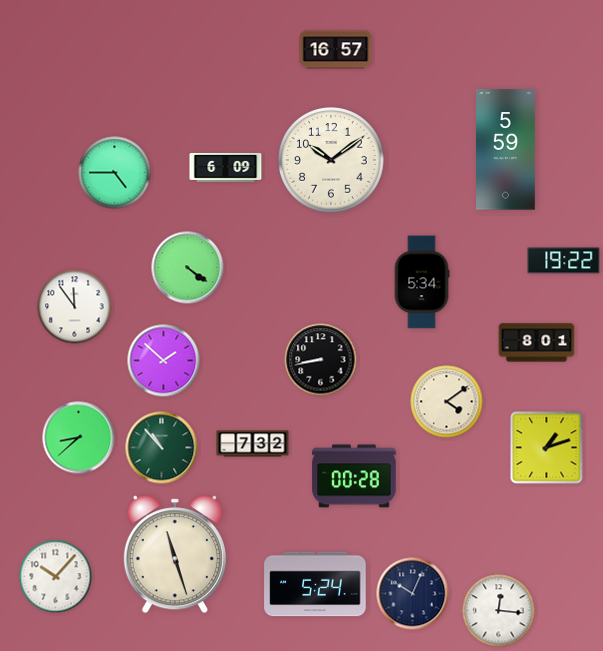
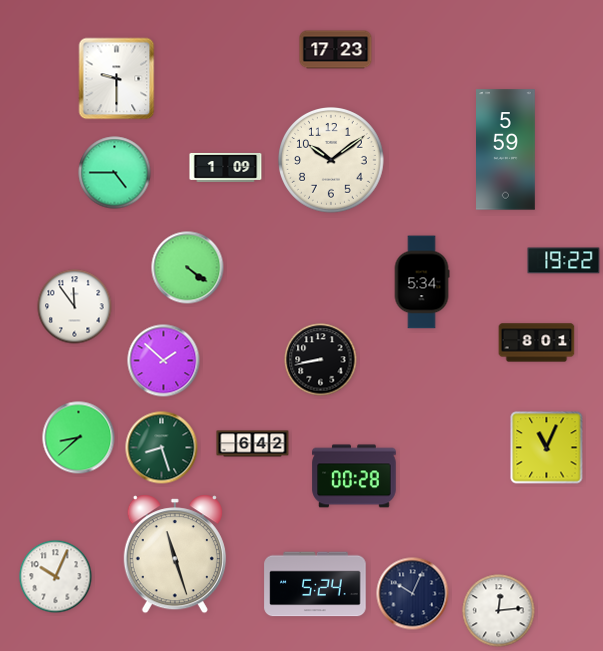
clock at (336, 50): 16:57 -> 17:23
clock at (117, 79): none -> 9:30
clock at (226, 167): 6:09 -> 1:09
clock at (447, 402): 4:09 -> none
clock at (253, 444): 7:32 -> 6:42
clock at (162, 448): 10:53 -> 8:27
clock at (547, 448): 1:12 -> 11:04
clock at (56, 577): 10:07 -> 10:04
clock at (499, 611): 12:16 -> 12:14
